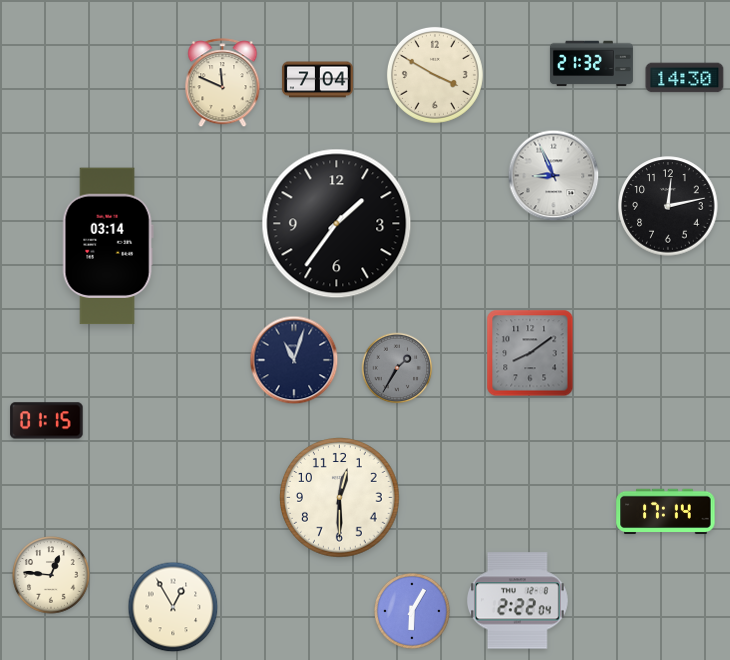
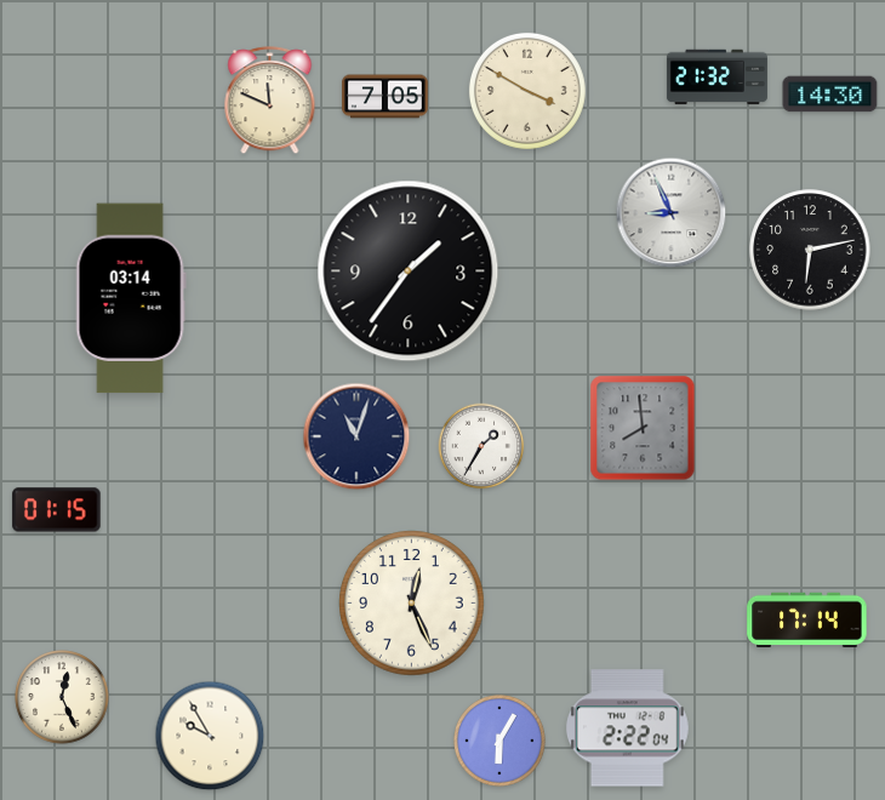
clock at (318, 80): 7:04 -> 7:05
clock at (668, 206): 12:13 -> 6:13
clock at (530, 353): 8:09 -> 7:59
clock at (397, 368) dial: grey -> white
clock at (340, 498): 12:30 -> 12:26
clock at (51, 575): 12:46 -> 12:26
clock at (173, 607): 12:55 -> 9:55
